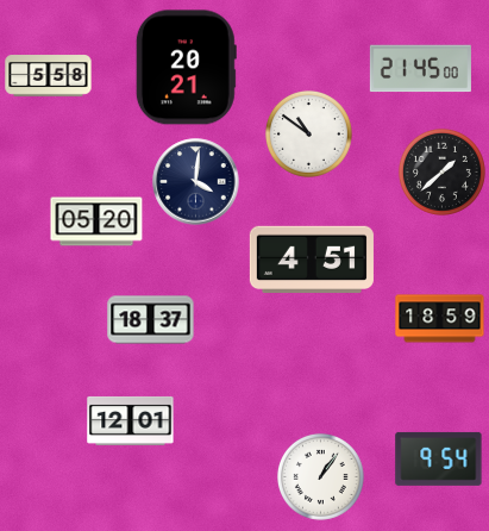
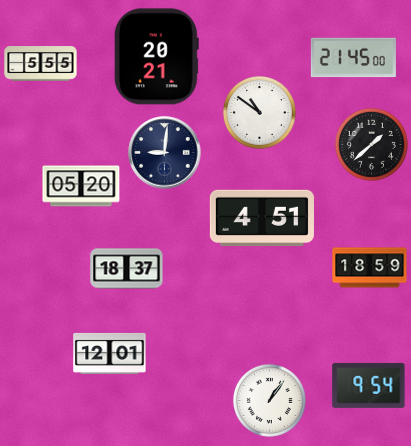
clock at (49, 76): 5:58 -> 5:55
clock at (196, 182): 4:01 -> 9:01
